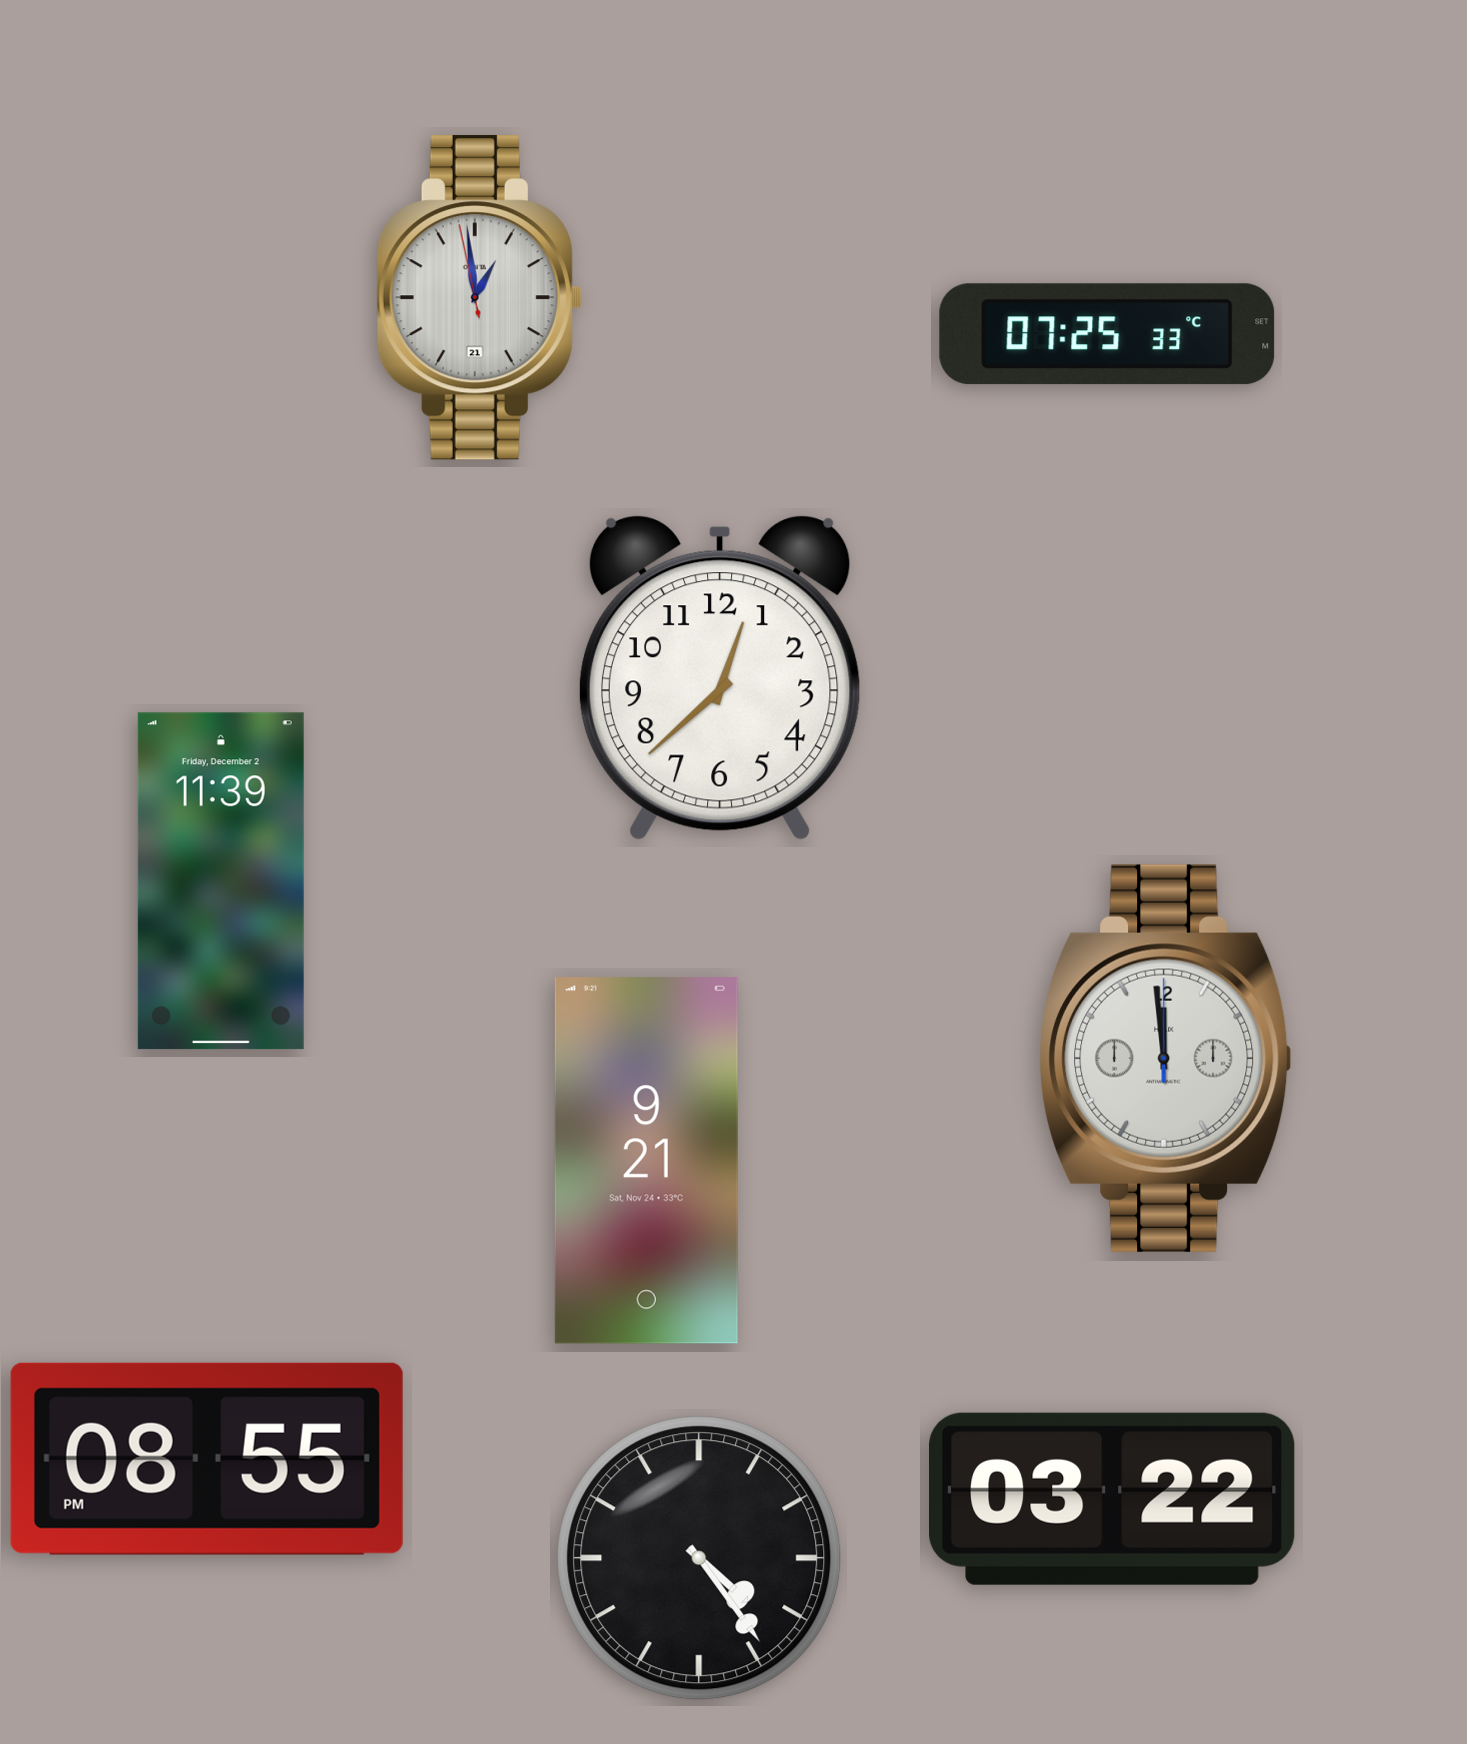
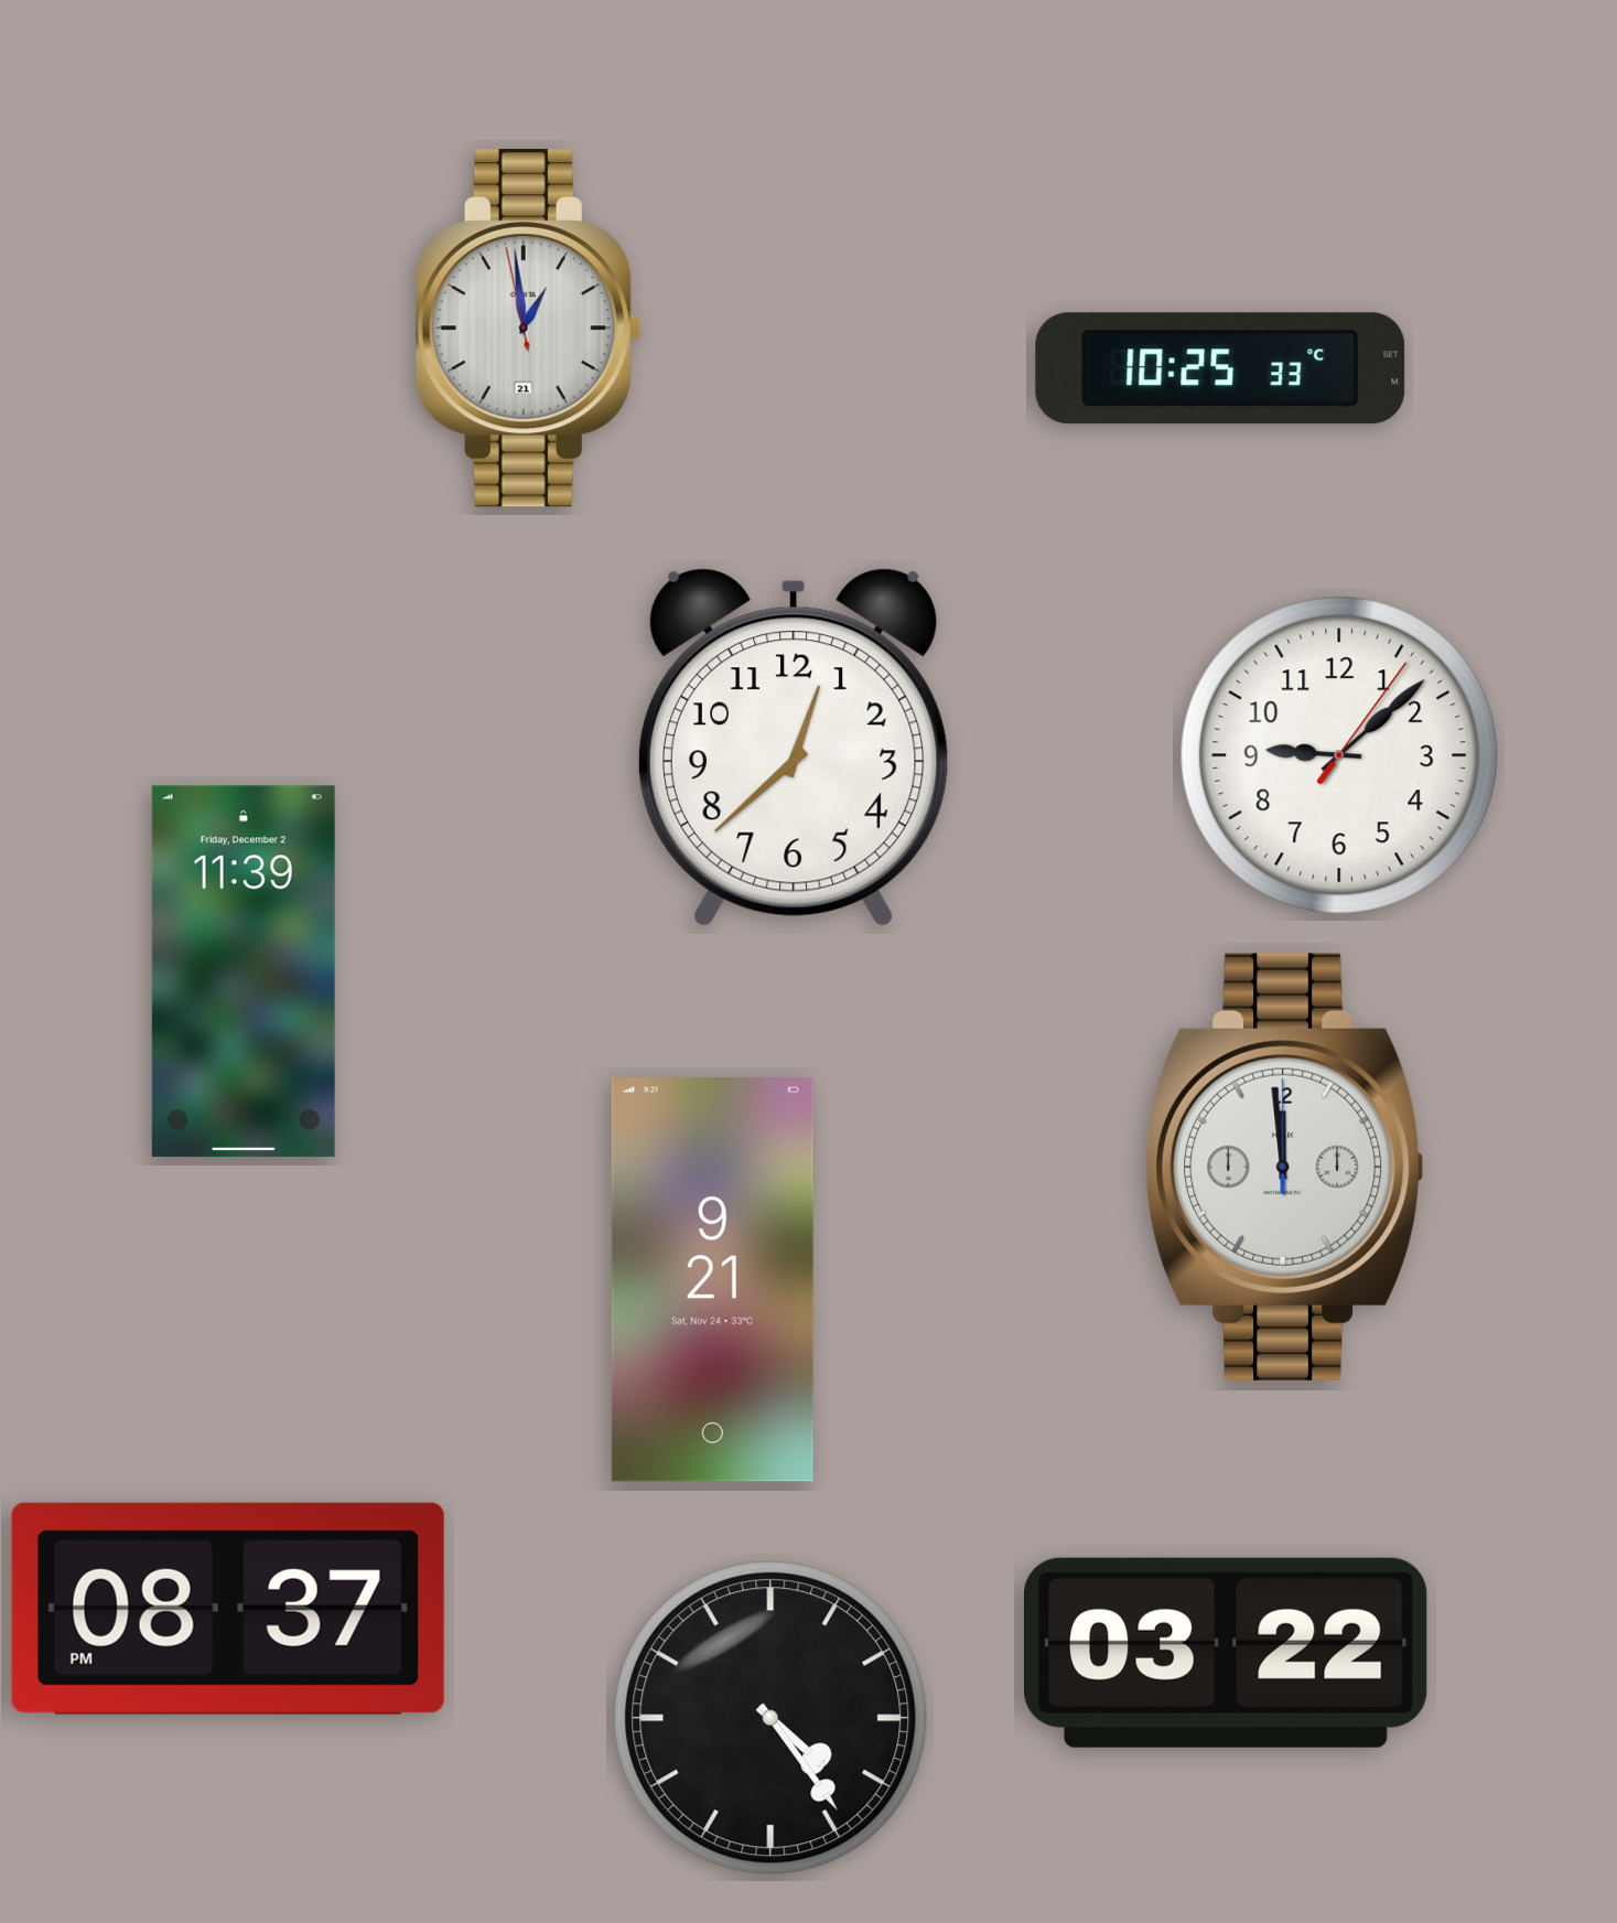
clock at (1107, 334): 07:25 -> 10:25
clock at (1339, 755): none -> 9:08
clock at (207, 1459): 08:55 -> 08:37
